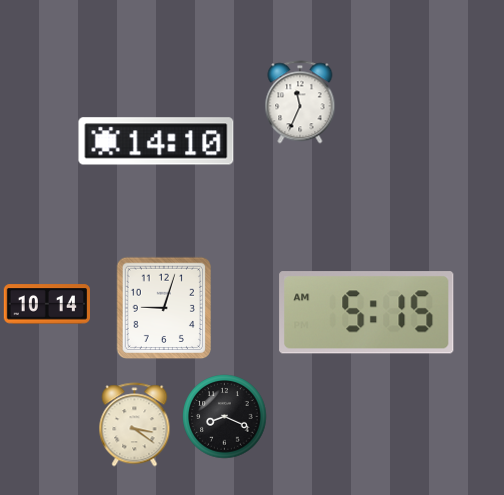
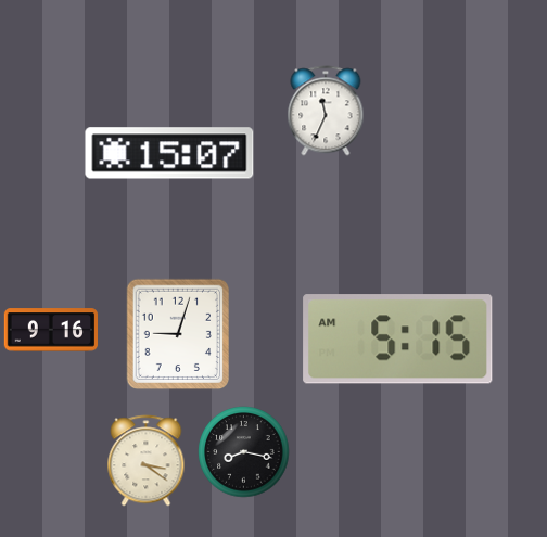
clock at (156, 141): 14:10 -> 15:07
clock at (46, 304): 10:14 -> 9:16
clock at (225, 417): 8:19 -> 8:17
